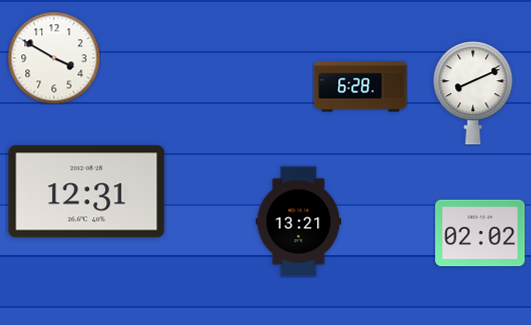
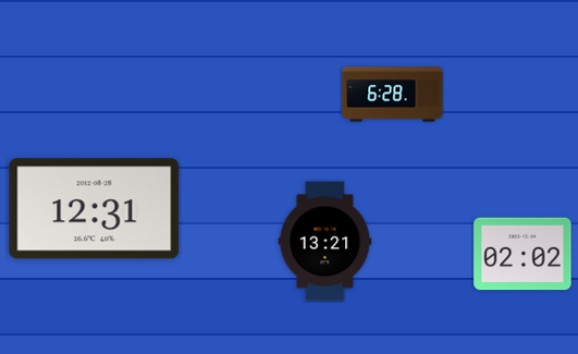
clock at (54, 58): 3:50 -> none
clock at (473, 93): 8:11 -> none
